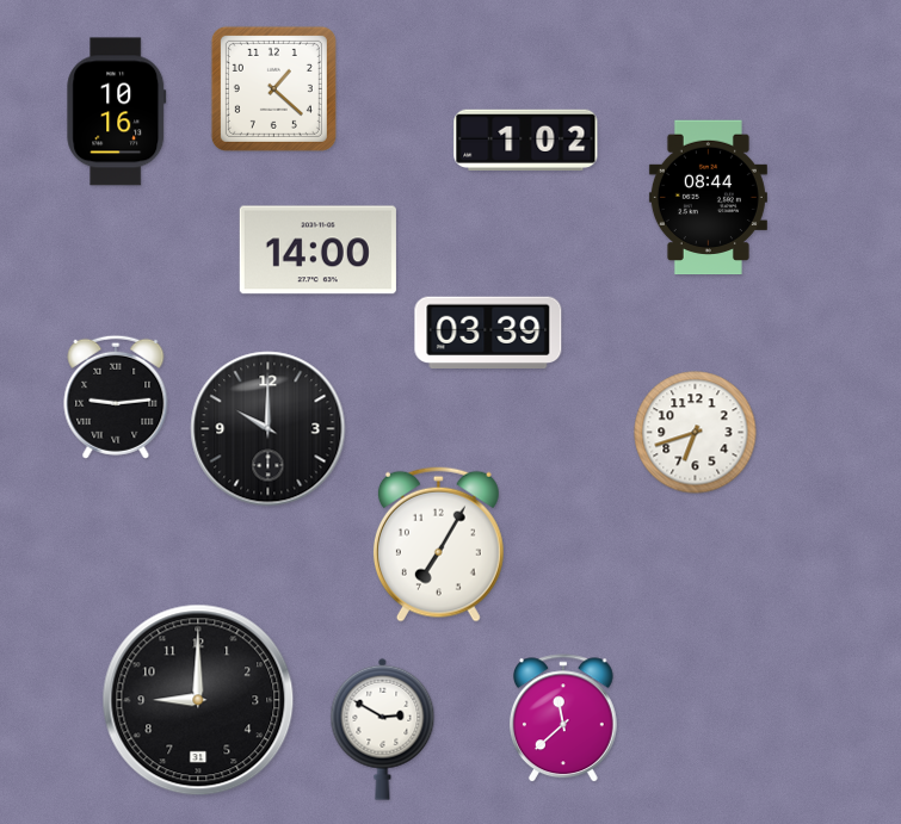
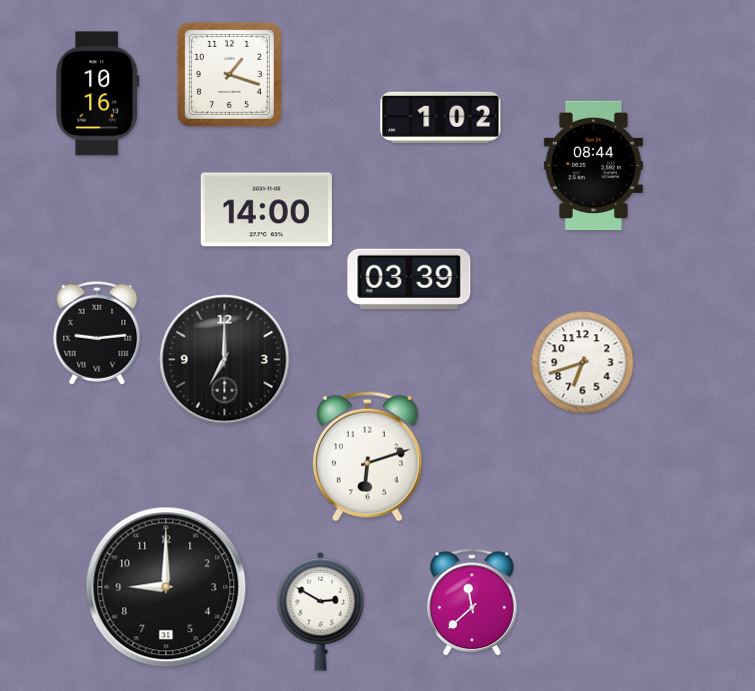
clock at (273, 88): 1:22 -> 1:18
clock at (269, 429): 10:00 -> 7:00
clock at (438, 544): 7:05 -> 6:12
